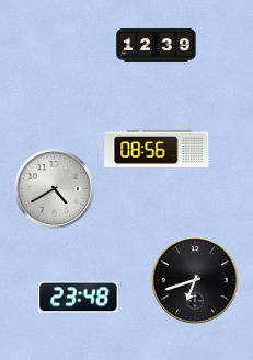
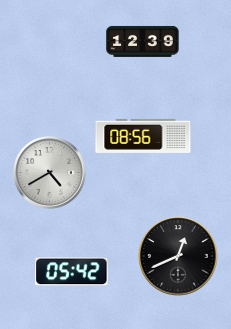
clock at (195, 280): 6:42 -> 12:41
clock at (79, 298): 23:48 -> 05:42
